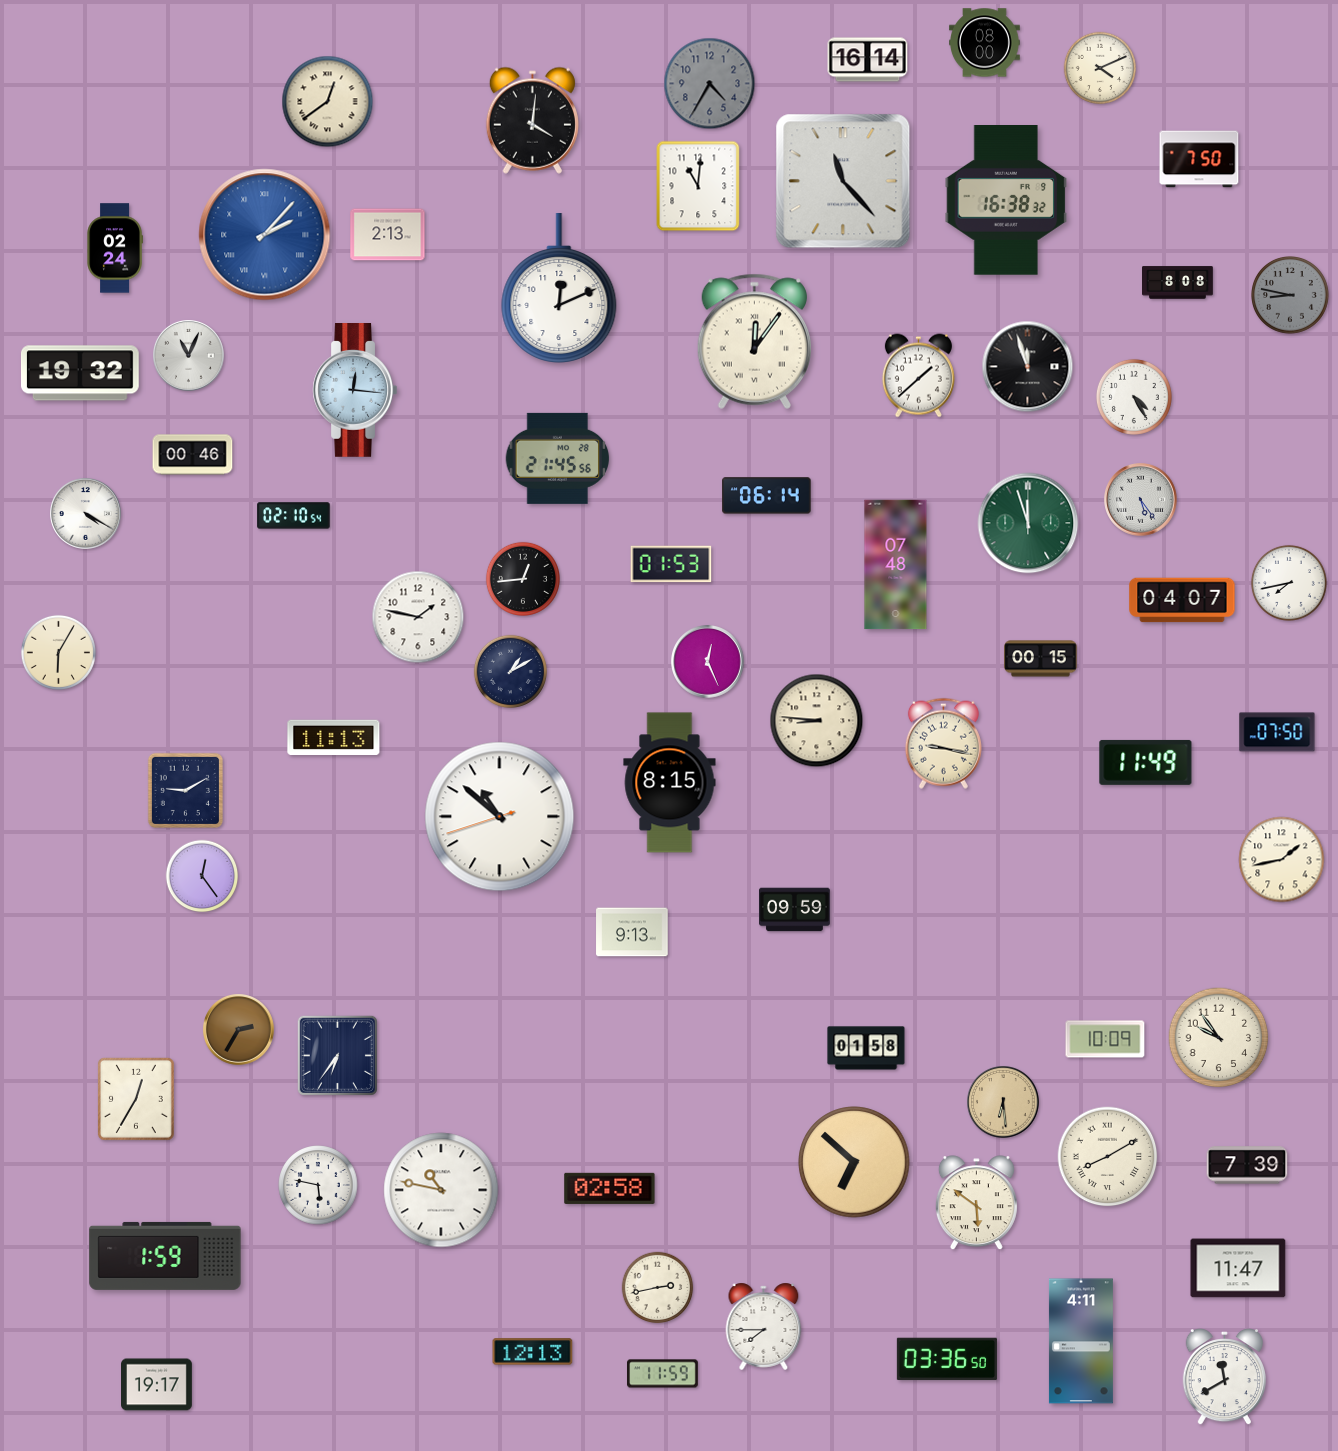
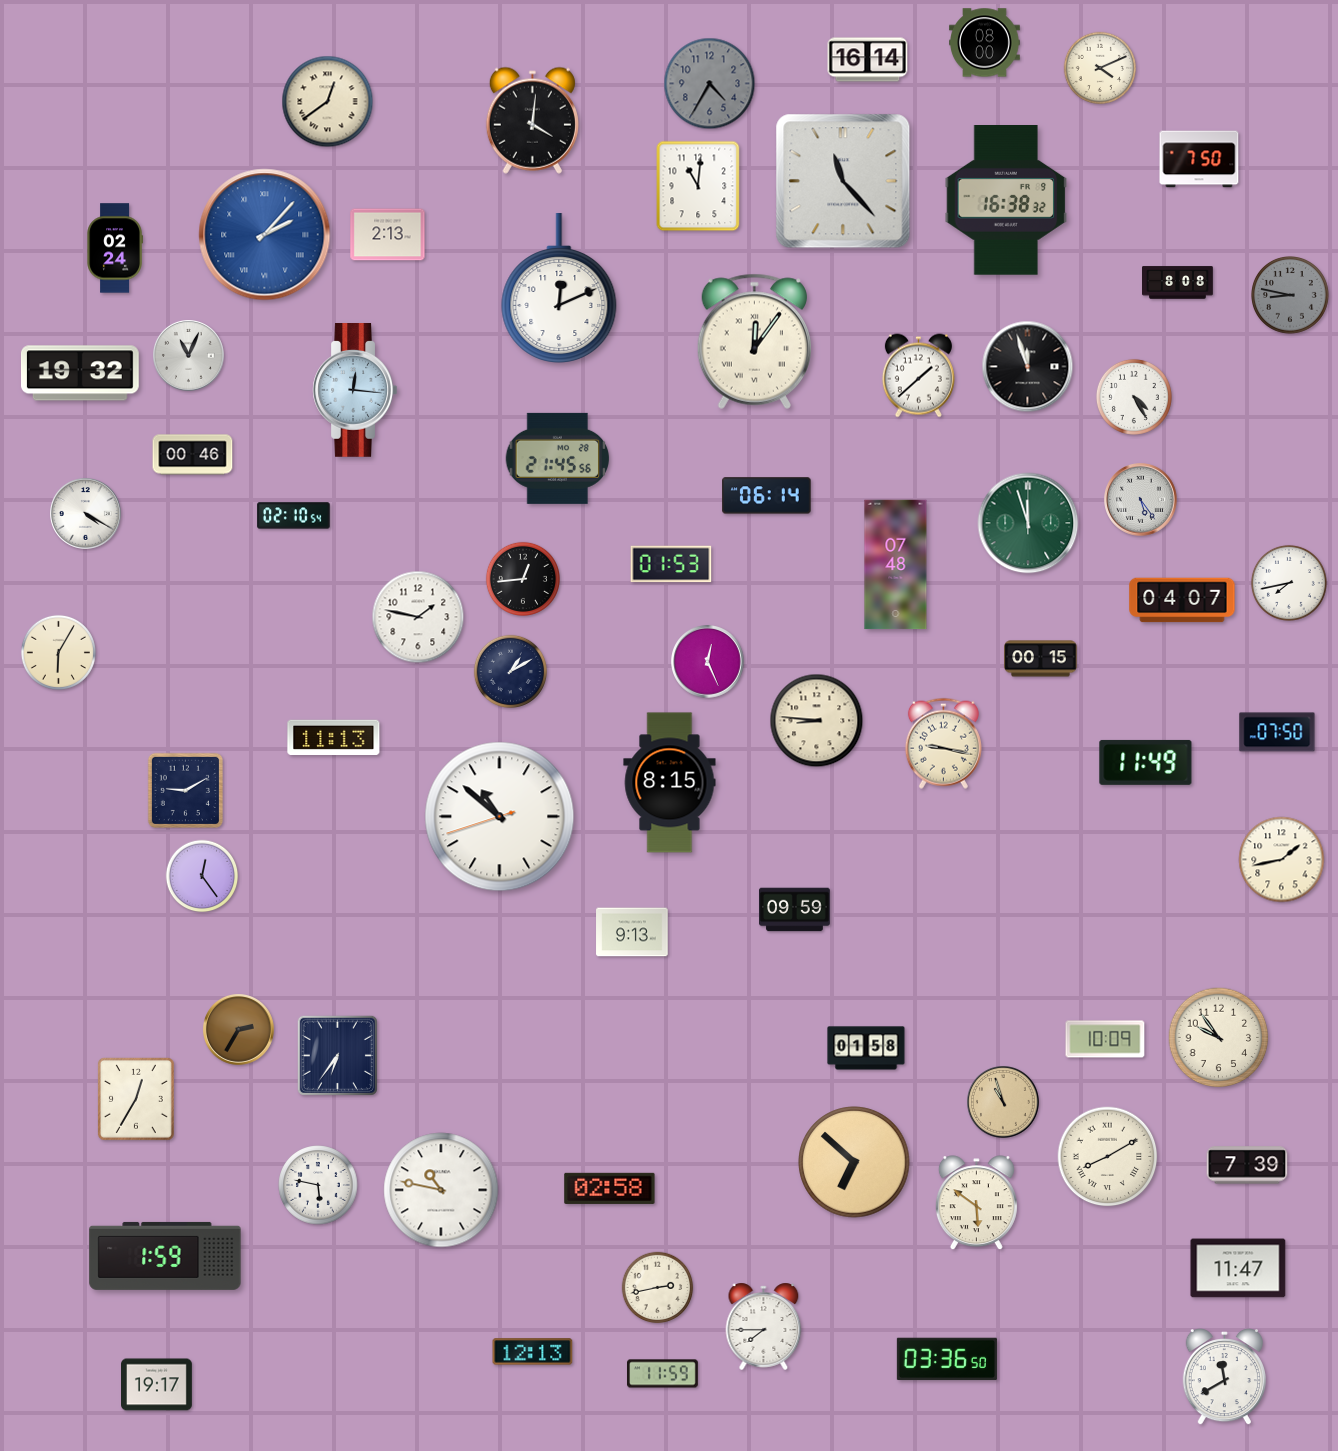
clock at (1004, 1103): 6:29 -> 10:57
clock at (1081, 1341): 4:11 -> none
